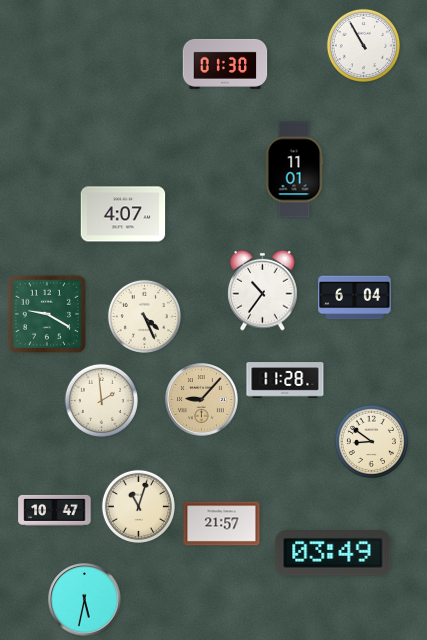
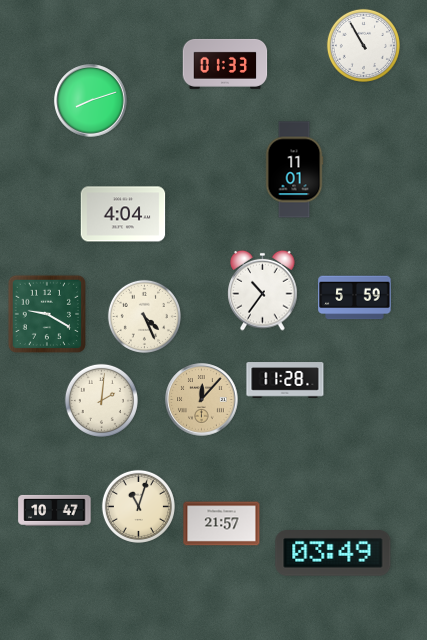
clock at (225, 64): 01:30 -> 01:33
clock at (91, 101): none -> 8:12
clock at (123, 214): 4:07 -> 4:04
clock at (355, 298): 6:04 -> 5:59
clock at (101, 400): 1:59 -> 2:01
clock at (202, 400): 9:07 -> 12:07
clock at (371, 441): 8:51 -> none
clock at (85, 600): 5:32 -> none
